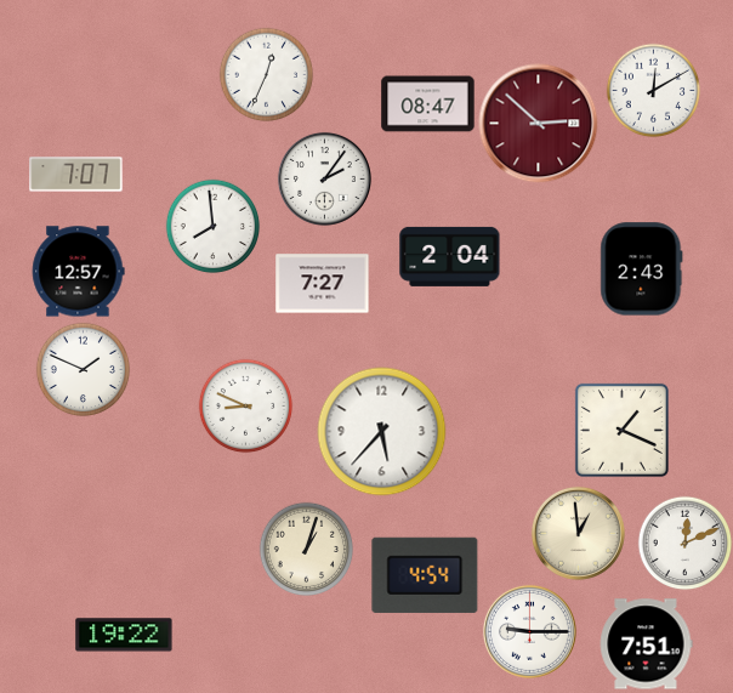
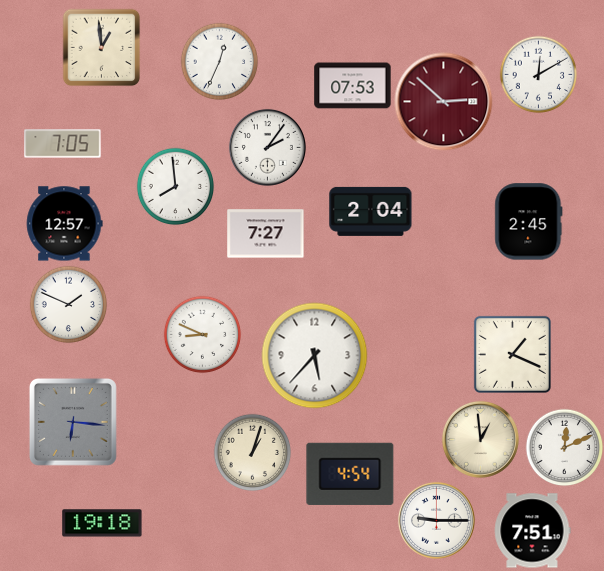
clock at (101, 47): none -> 12:59
clock at (428, 104): 08:47 -> 07:53
clock at (76, 175): 7:07 -> 7:05
clock at (642, 269): 2:43 -> 2:45
clock at (73, 422): none -> 6:16
clock at (578, 533) position: (578, 533) -> (480, 439)
clock at (124, 635): 19:22 -> 19:18
